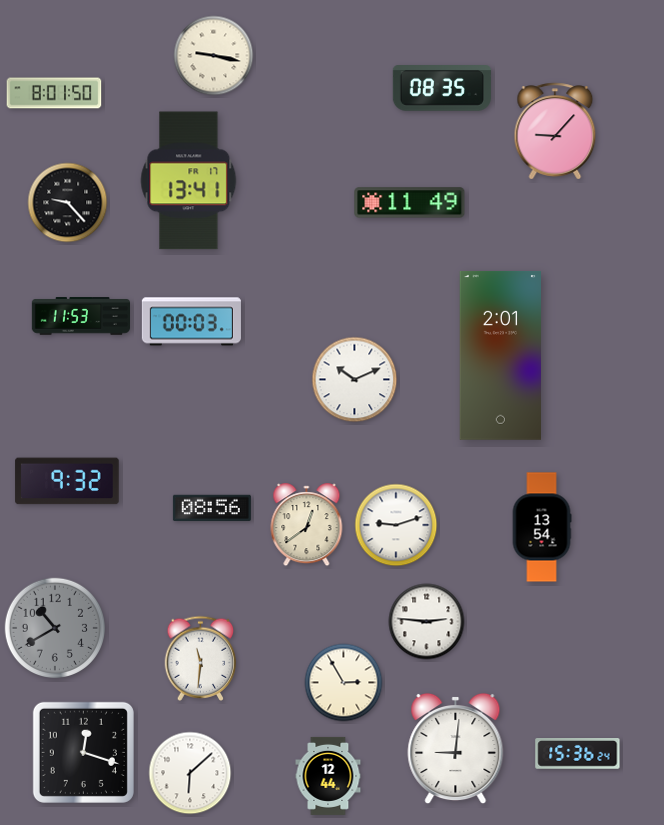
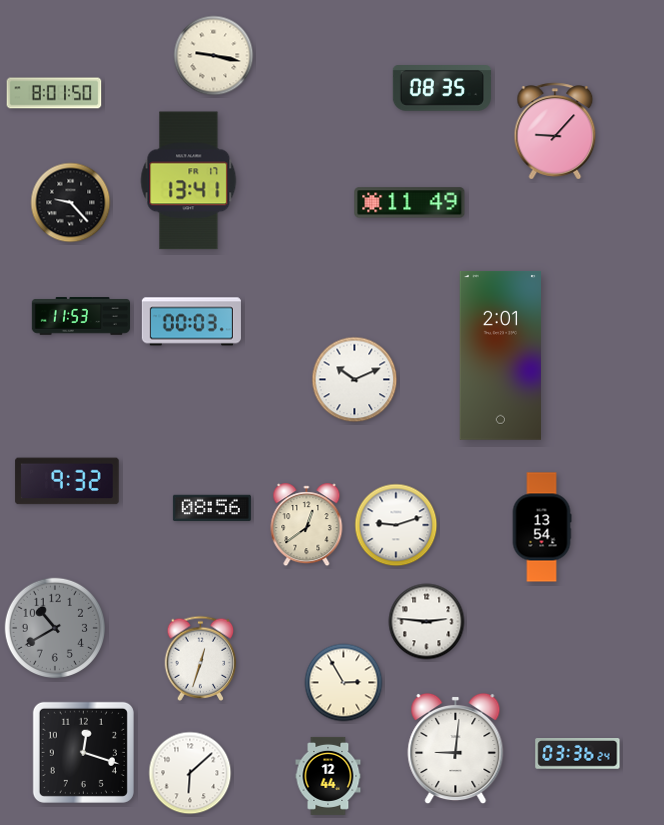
clock at (68, 203) position: (68, 203) -> (71, 203)
clock at (201, 658): 11:31 -> 12:33
clock at (578, 754): 15:36 -> 03:36
